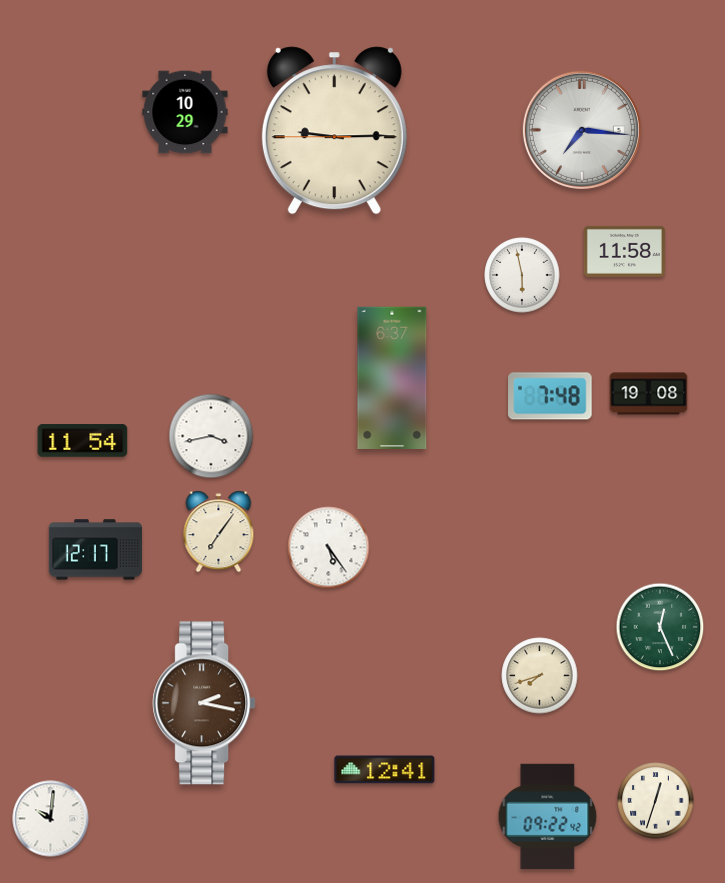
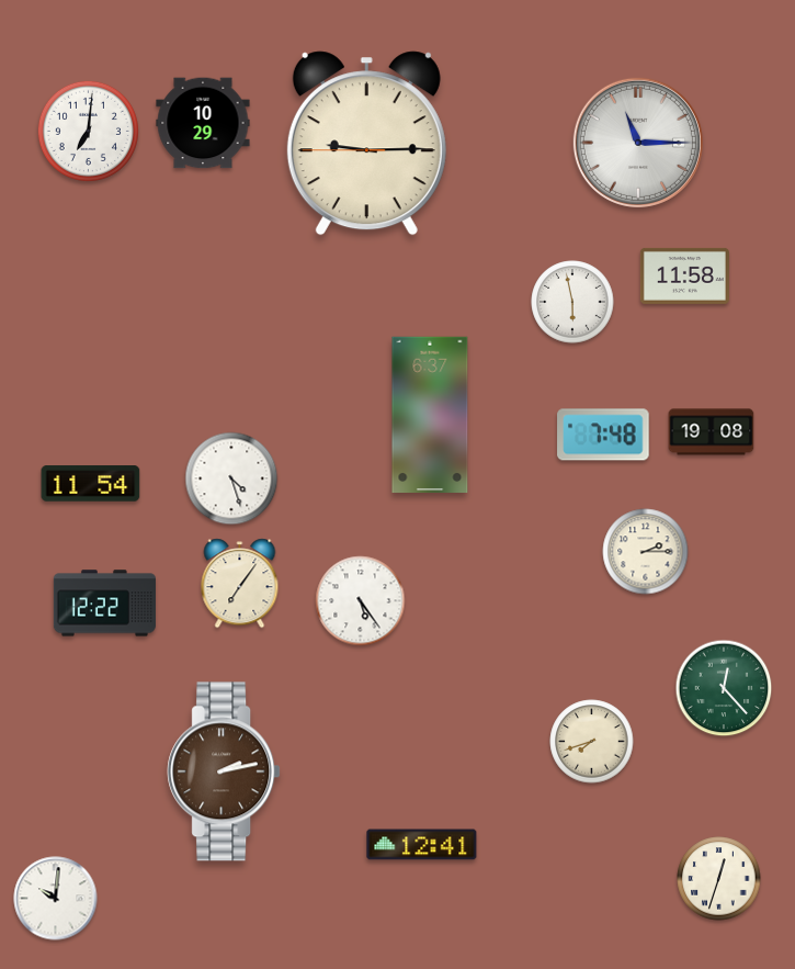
clock at (88, 131): none -> 7:01
clock at (582, 130): 7:16 -> 11:15
clock at (211, 436): 3:43 -> 4:27
clock at (646, 552): none -> 2:15
clock at (95, 550): 12:17 -> 12:22
clock at (660, 627): 12:26 -> 12:23
clock at (204, 703): 2:17 -> 2:13
clock at (548, 816): 09:22 -> none
